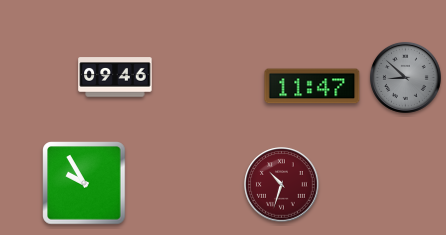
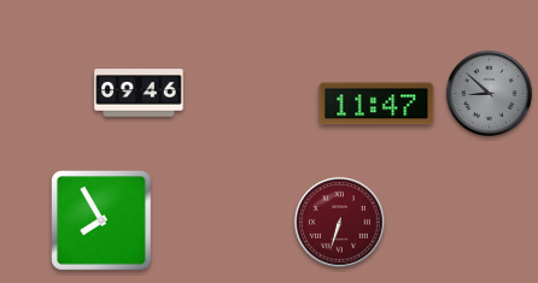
clock at (84, 183): 9:55 -> 7:55
clock at (282, 185): 10:33 -> 6:33
